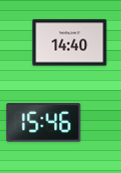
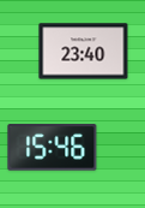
clock at (70, 43): 14:40 -> 23:40
